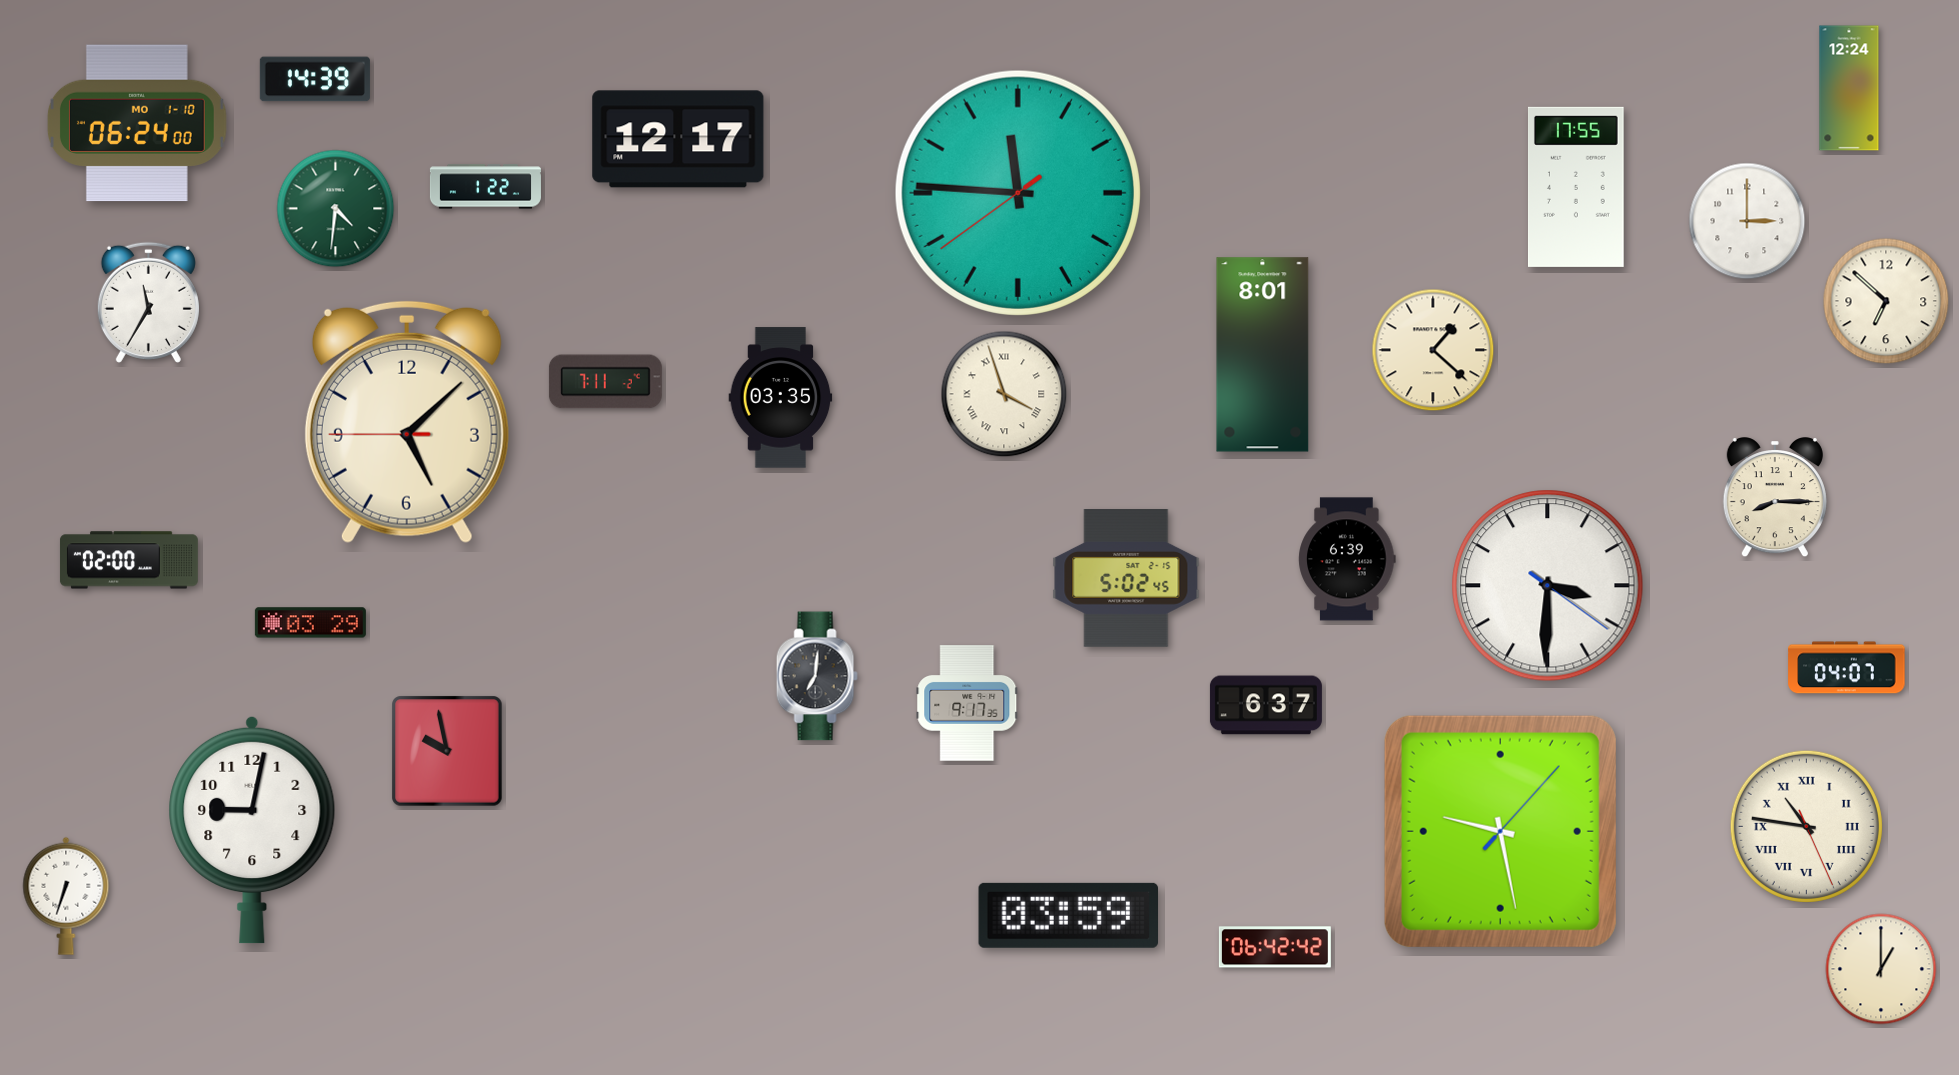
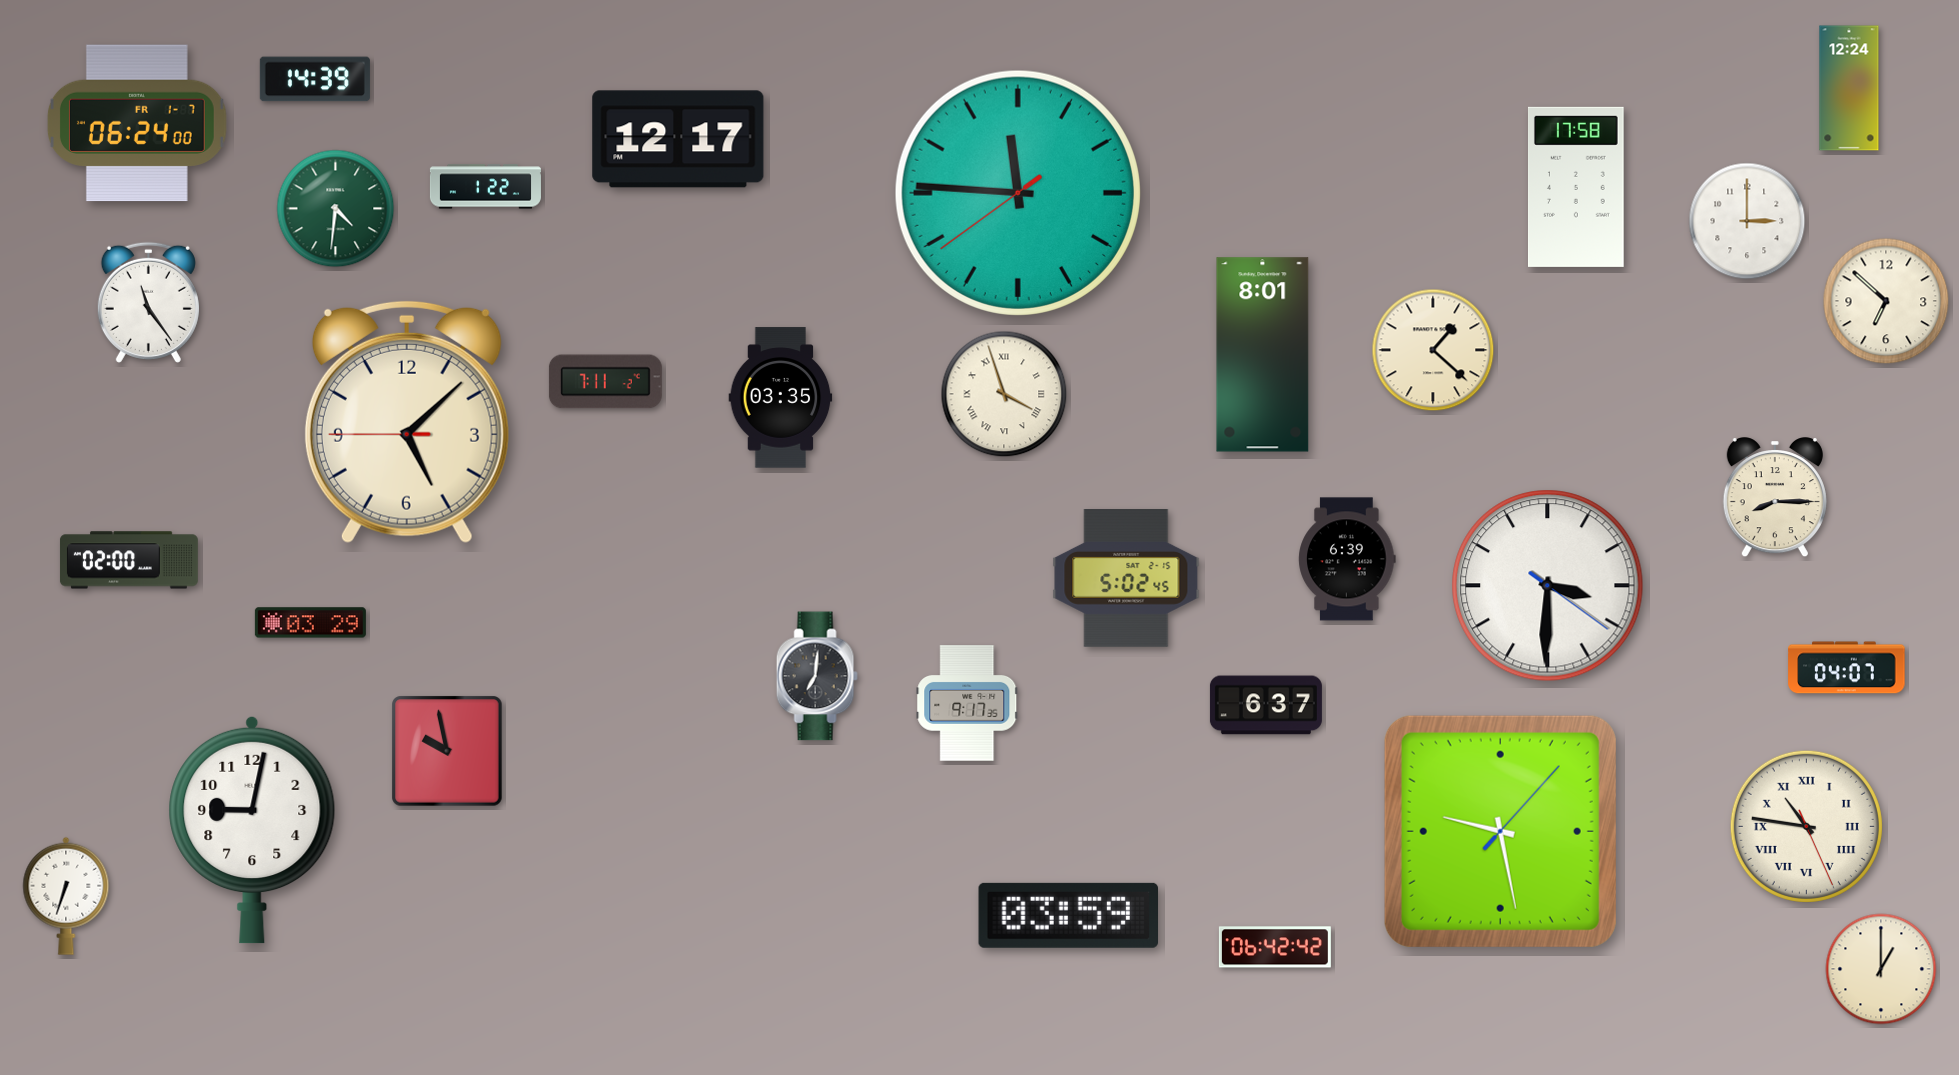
clock at (137, 123) date: MO 1-10 -> FR 1-7
clock at (1577, 187): 17:55 -> 17:58
clock at (148, 302): 11:35 -> 11:24
